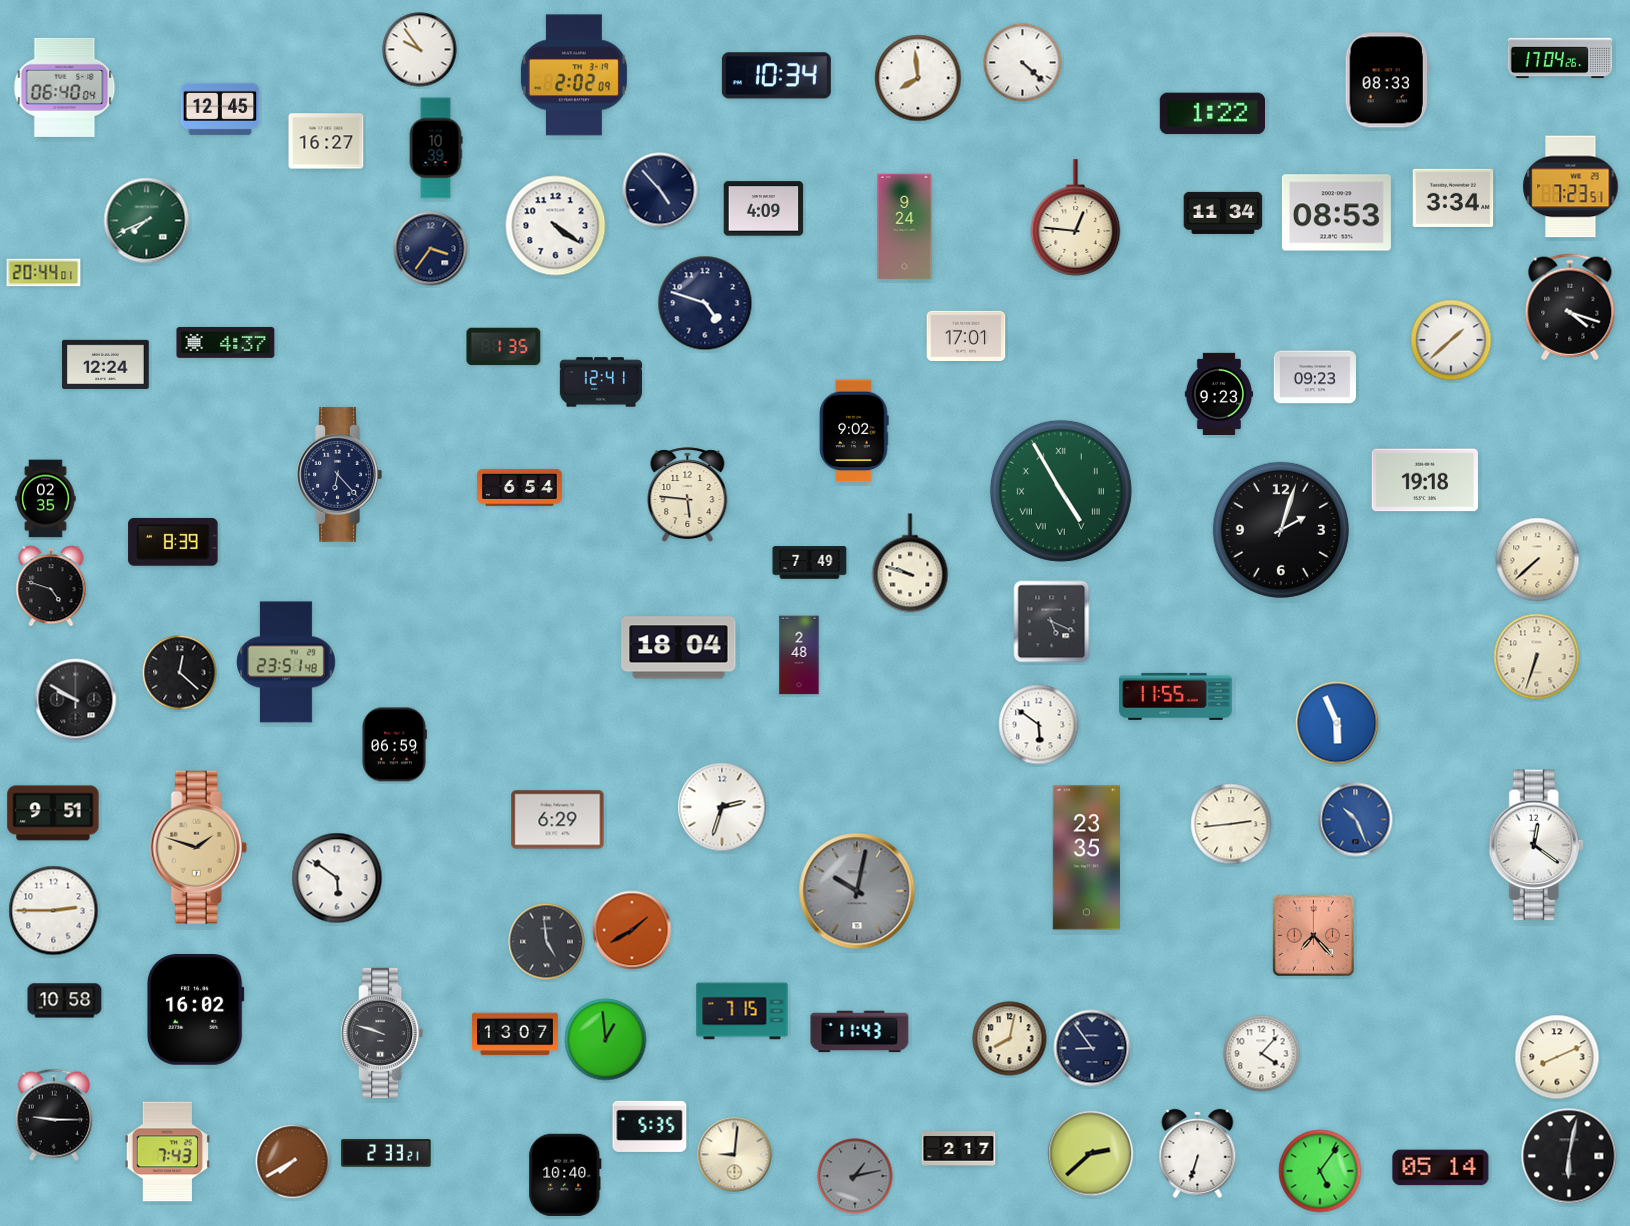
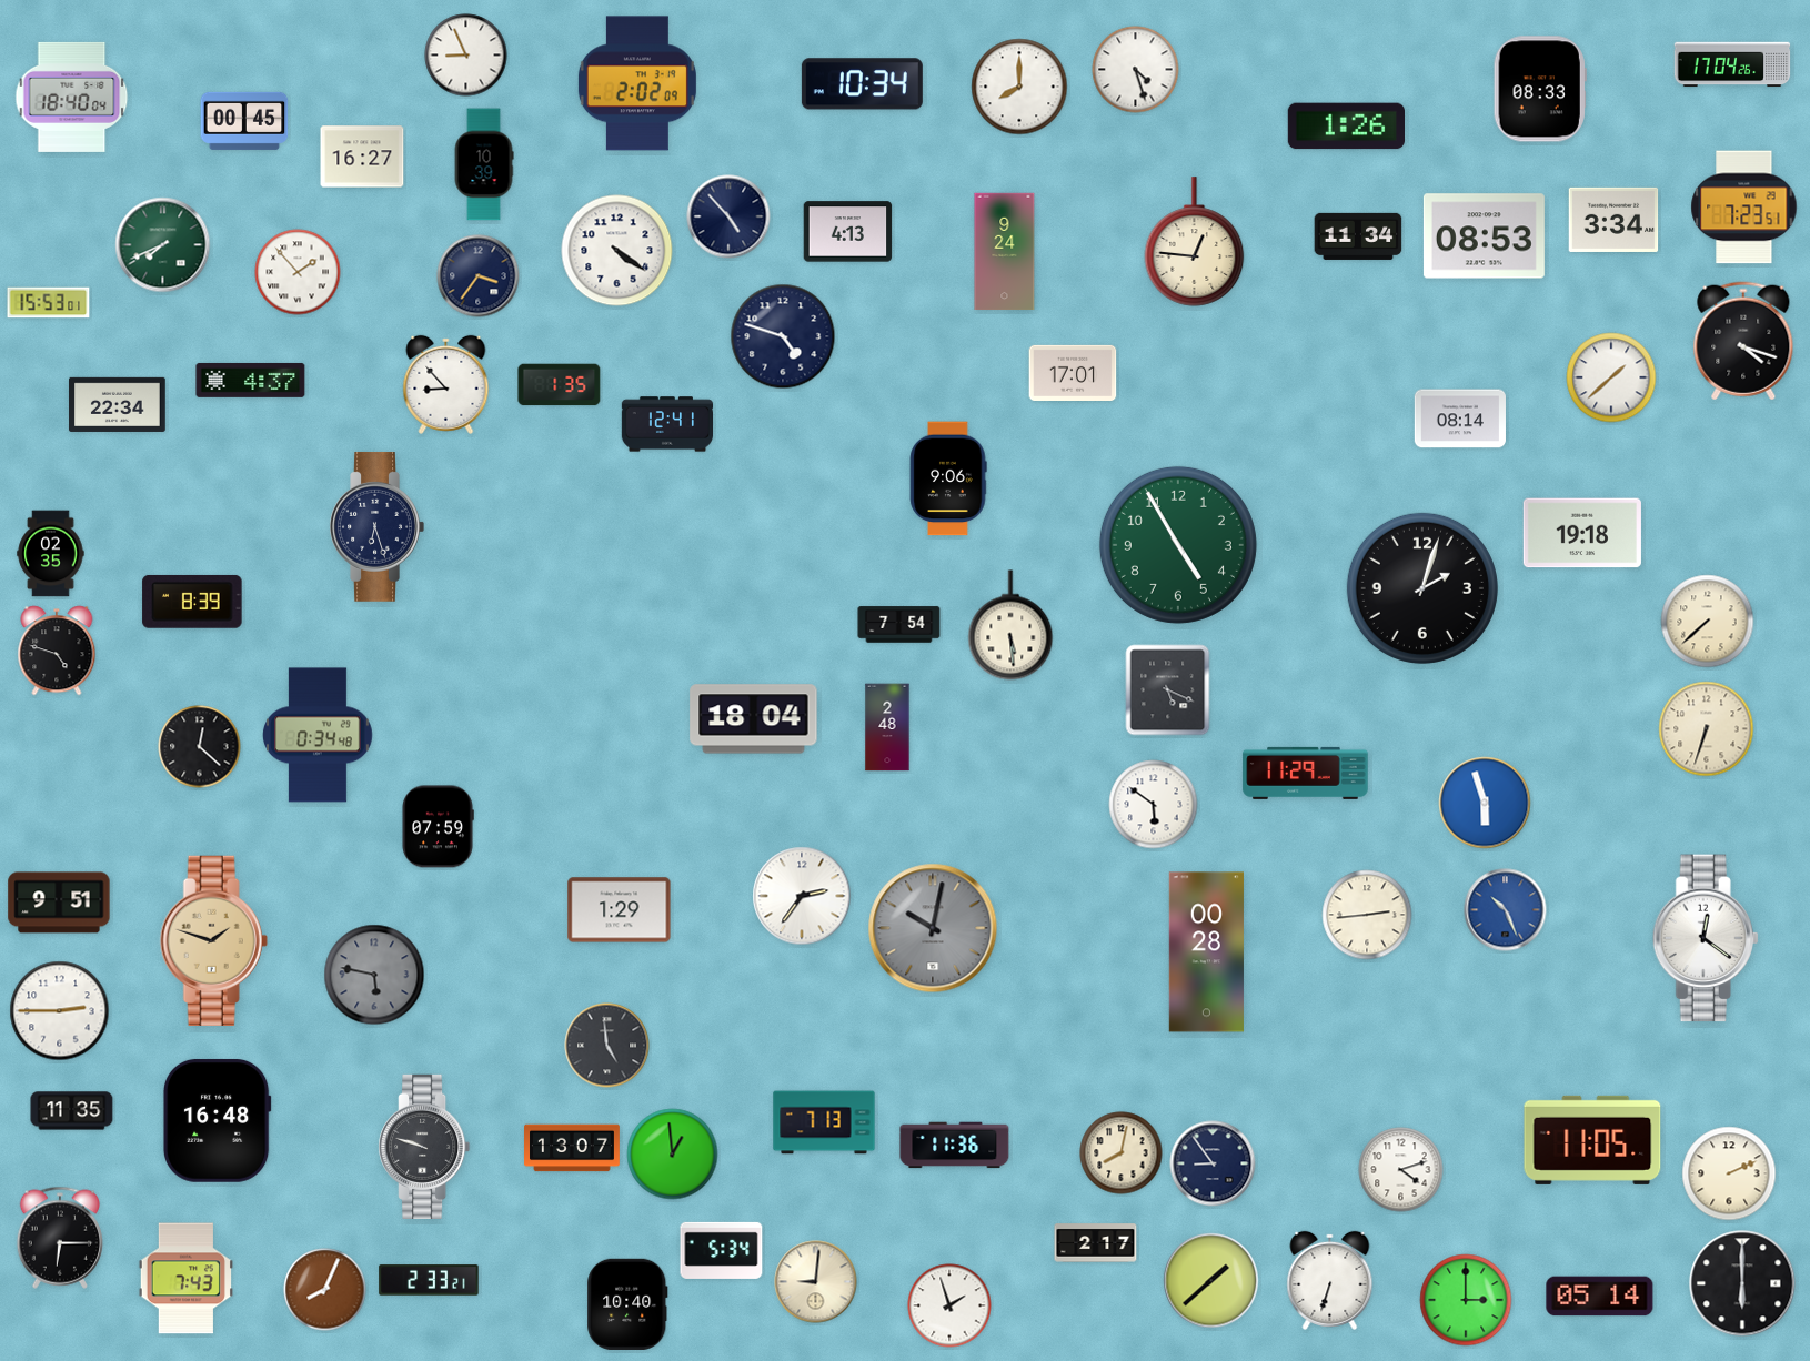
clock at (420, 50): 9:54 -> 8:56
clock at (1023, 63): 4:22 -> 4:27
clock at (918, 78): 7:59 -> 8:00
clock at (65, 87): 06:40 -> 18:40
clock at (220, 109): 12:45 -> 00:45
clock at (1212, 114): 1:22 -> 1:26
clock at (660, 190) position: (660, 190) -> (728, 216)
clock at (764, 209): 4:09 -> 4:13
clock at (298, 272): none -> 1:53
clock at (44, 273): 20:44 -> 15:53
clock at (446, 384): none -> 8:53
clock at (106, 364): 12:24 -> 22:34
clock at (1315, 377): 09:23 -> 08:14
clock at (1219, 393): 9:23 -> none
clock at (854, 431): 9:02 -> 9:06
clock at (339, 474): 6:23 -> 6:27
clock at (519, 487): 6:54 -> none
clock at (1061, 491) numerals: Roman -> Arabic
clock at (688, 494): 5:46 -> none
clock at (810, 563): 7:49 -> 7:54
clock at (910, 563): 9:48 -> 5:29
clock at (287, 662): 23:51 -> 0:34
clock at (1176, 696): 11:55 -> 11:29
clock at (76, 700): 9:50 -> none
clock at (1337, 723): 5:56 -> 5:57
clock at (394, 745): 06:59 -> 07:59
clock at (722, 807): 2:33 -> 2:36
clock at (558, 820): 6:29 -> 1:29
clock at (198, 847) position: (198, 847) -> (213, 940)
clock at (1086, 858): 23:35 -> 00:28
clock at (337, 878): 5:51 -> 5:47
clock at (337, 878) dial: white -> grey
clock at (857, 891) position: (857, 891) -> (933, 928)
clock at (632, 930): 1:40 -> none
clock at (1313, 935): 7:23 -> none
clock at (65, 1001): 10:58 -> 11:35
clock at (195, 1009): 16:02 -> 16:48
clock at (742, 1011): 7:15 -> 7:13
clock at (1592, 1140): none -> 11:05
clock at (860, 1032): 11:43 -> 11:36
clock at (1262, 1054): 4:07 -> 4:12
clock at (1557, 1057): 8:11 -> 2:11
clock at (54, 1115): 9:15 -> 6:15
clock at (650, 1126): 5:35 -> 5:34
clock at (959, 1149) position: (959, 1149) -> (1096, 1243)
clock at (1091, 1154): 2:38 -> 1:38
clock at (1569, 1156): 6:02 -> 6:00
clock at (293, 1162): 7:40 -> 8:04
clock at (1320, 1171): 5:06 -> 3:00
clock at (855, 1176): 1:13 -> 1:57
clock at (855, 1176) dial: grey -> white
